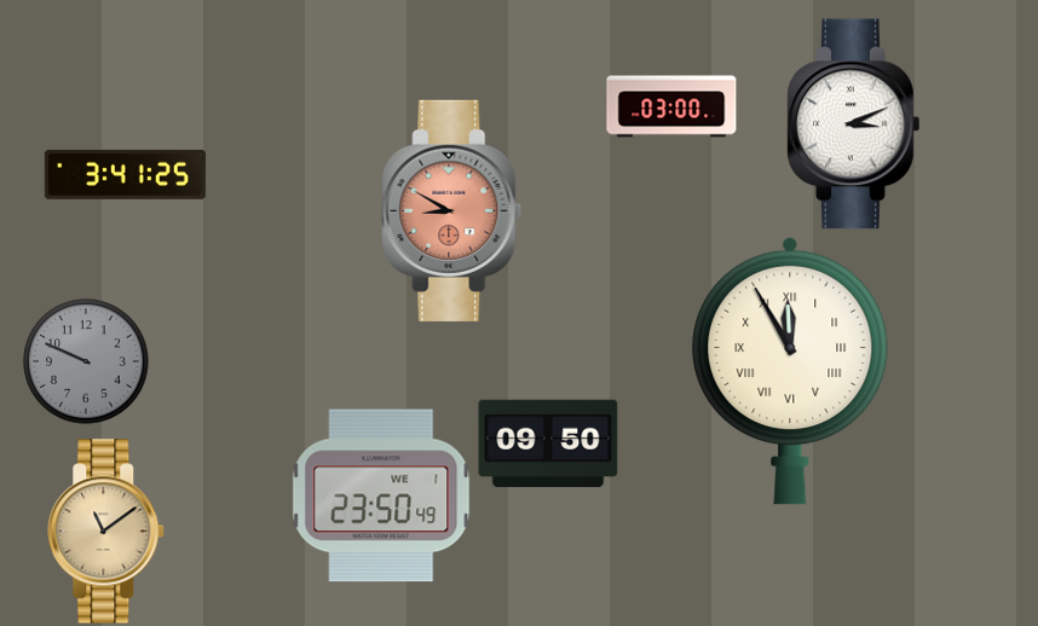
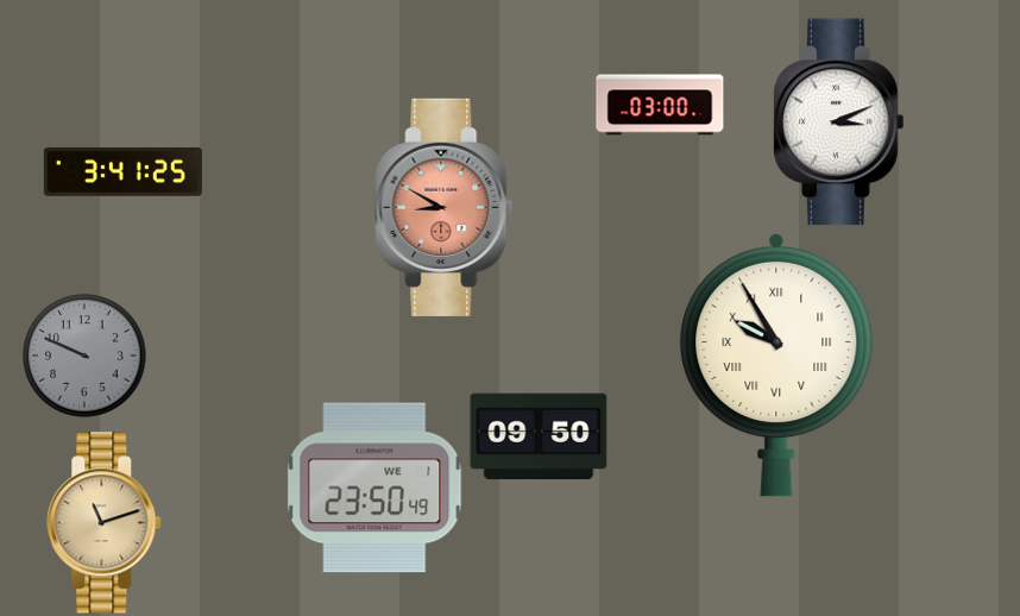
clock at (790, 371): 11:55 -> 9:55
clock at (106, 532): 11:09 -> 11:12
